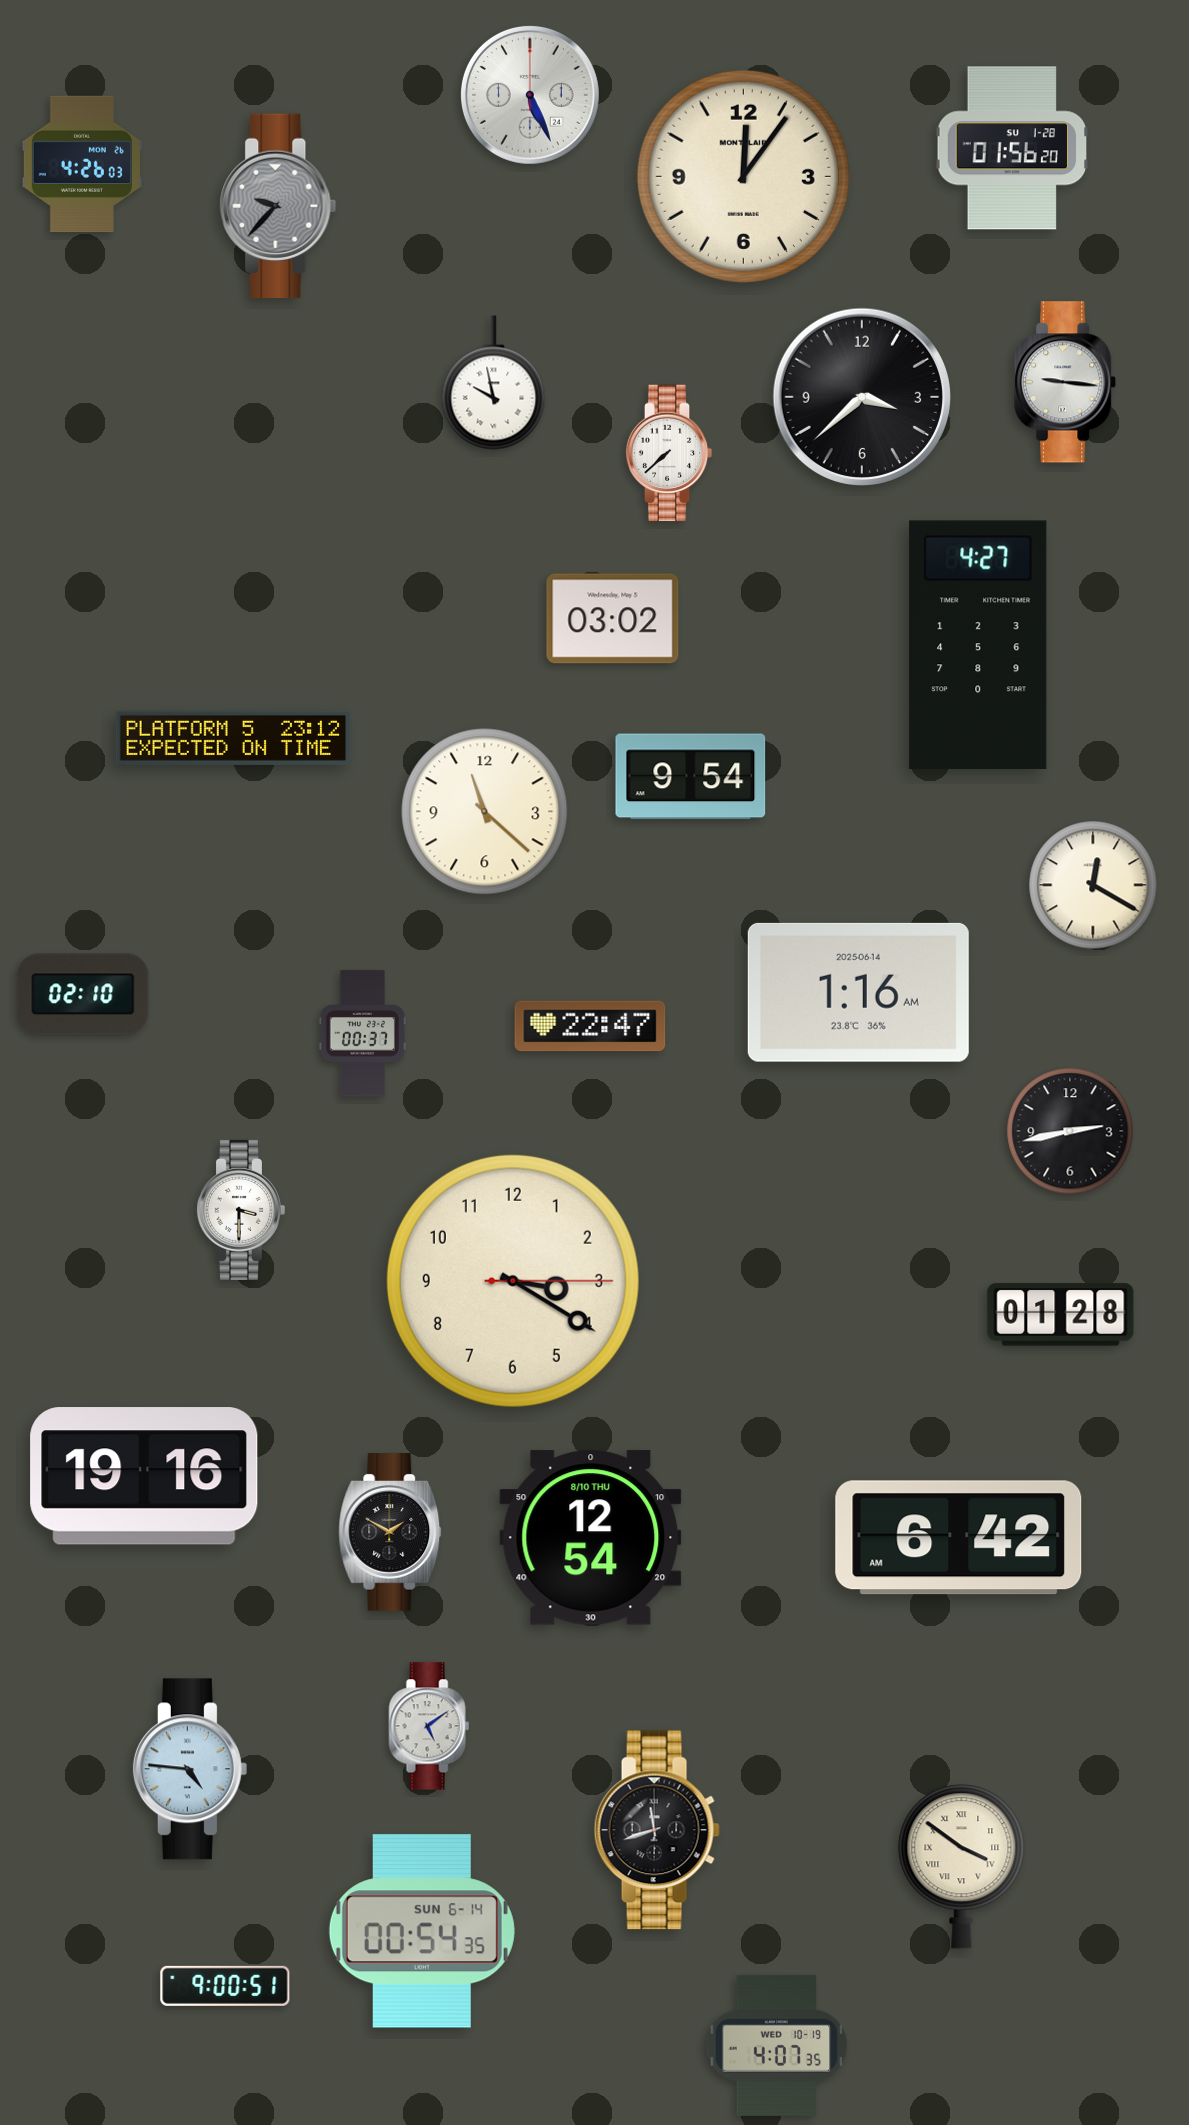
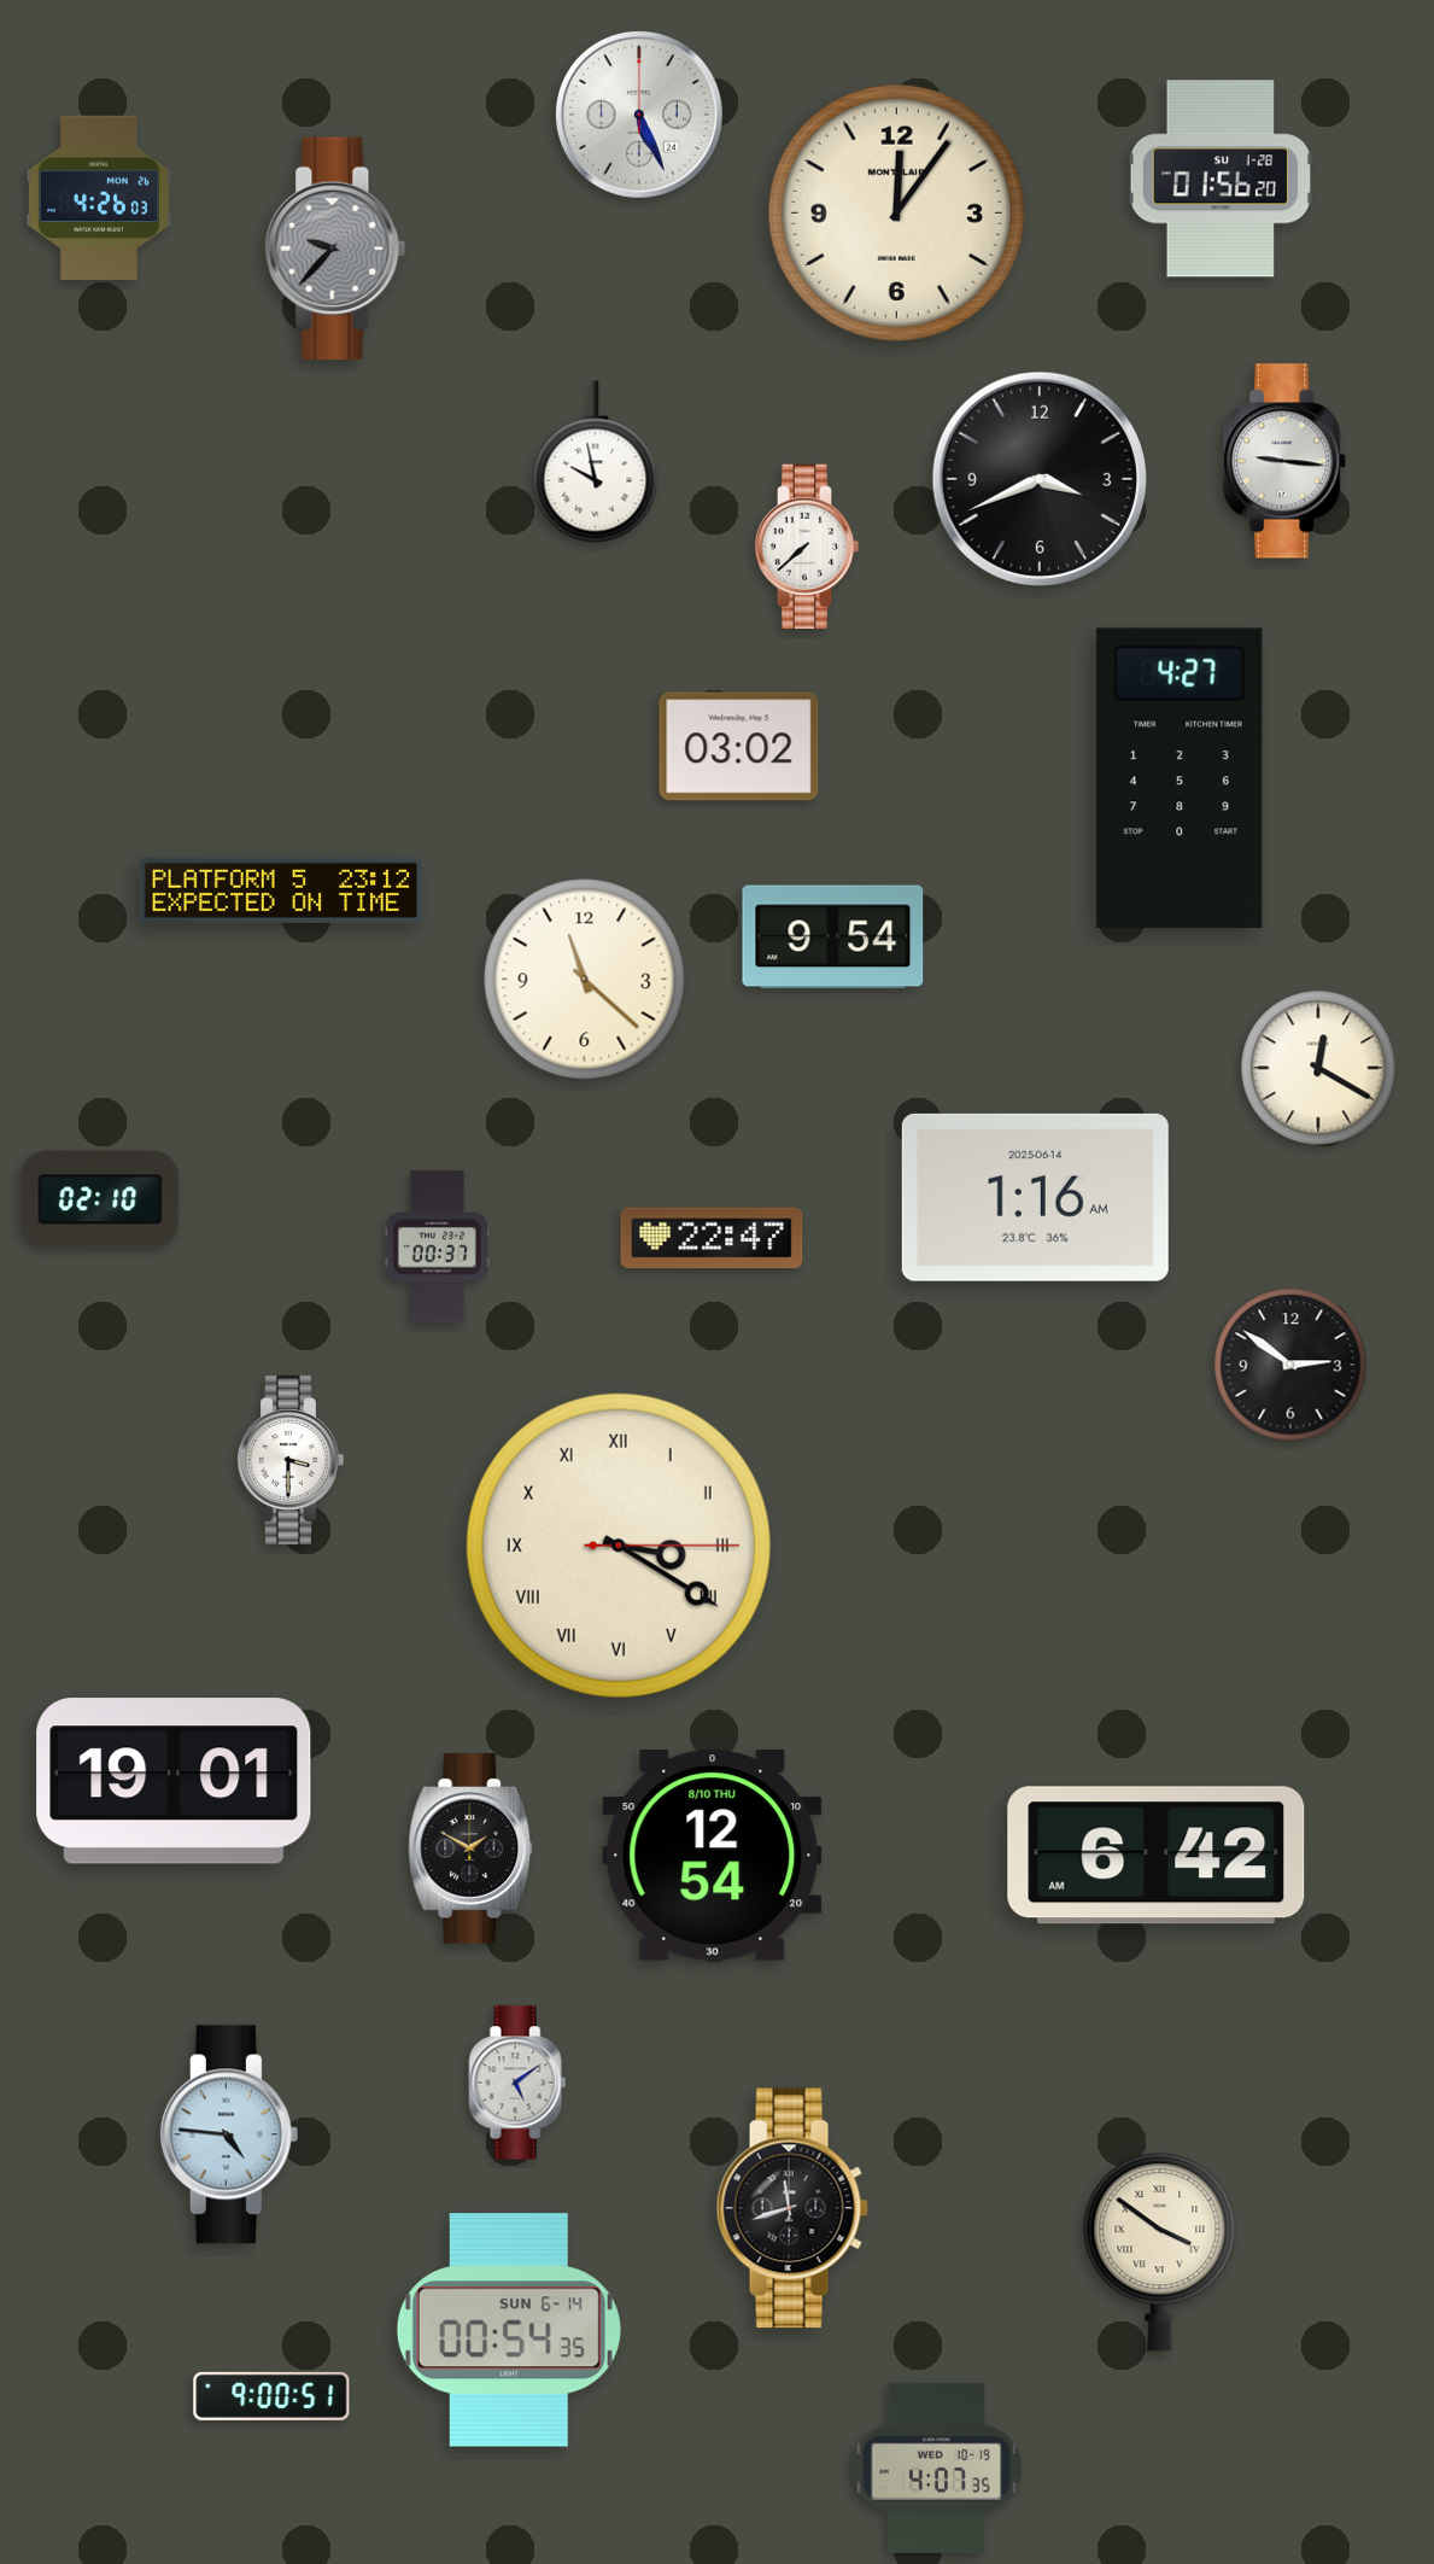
clock at (862, 397): 3:38 -> 3:41
clock at (1070, 1131): 2:43 -> 2:51
clock at (513, 1281) numerals: Arabic -> Roman
clock at (1061, 1315): 01:28 -> none
clock at (144, 1476): 19:16 -> 19:01
